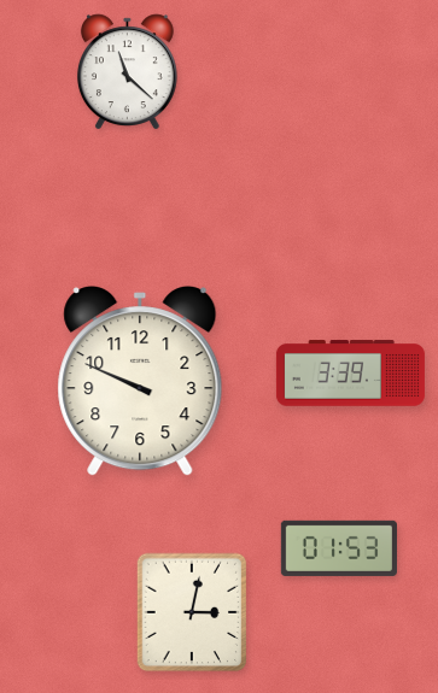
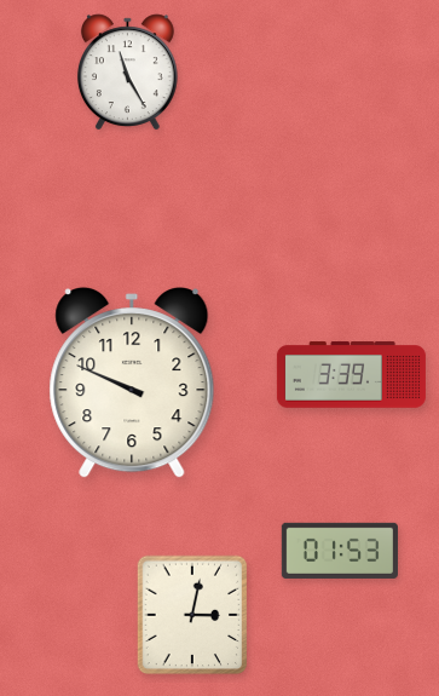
clock at (127, 71): 11:22 -> 11:25
clock at (140, 382) position: (140, 382) -> (132, 384)
